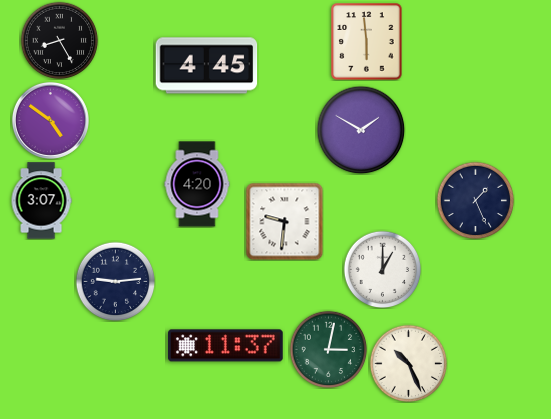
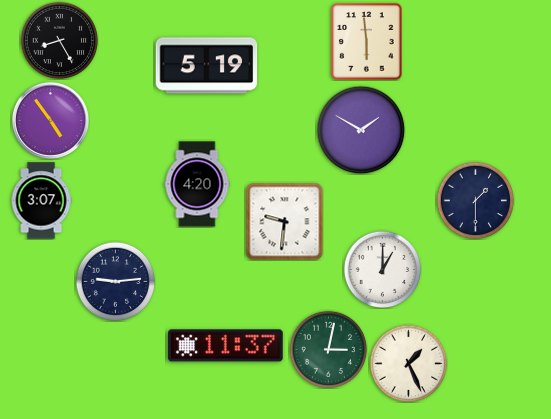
clock at (207, 66): 4:45 -> 5:19
clock at (50, 120): 4:51 -> 4:54
clock at (475, 200): 1:26 -> 1:30
clock at (408, 363): 10:26 -> 1:26
